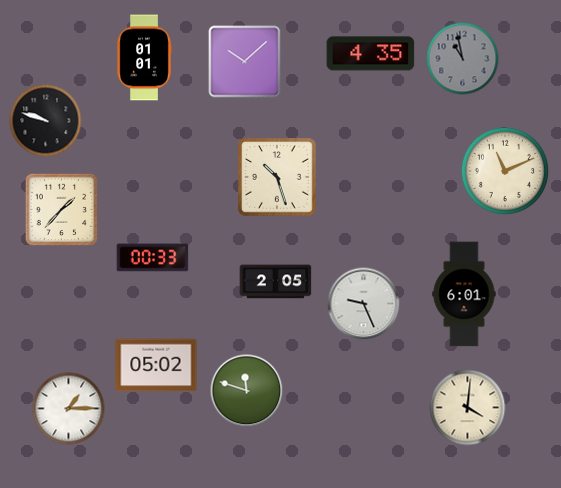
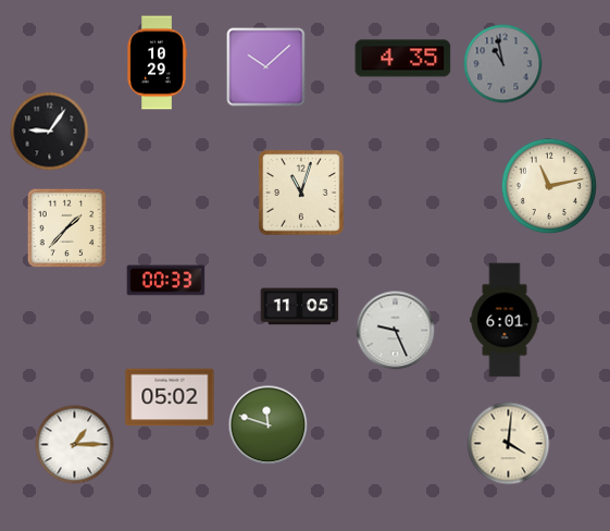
clock at (144, 58): 01:01 -> 10:29
clock at (46, 121): 9:48 -> 9:06
clock at (505, 171): 11:11 -> 11:13
clock at (277, 177): 10:27 -> 11:03
clock at (276, 282): 2:05 -> 11:05
